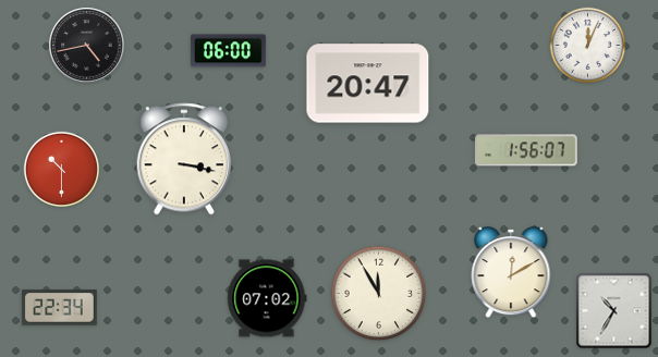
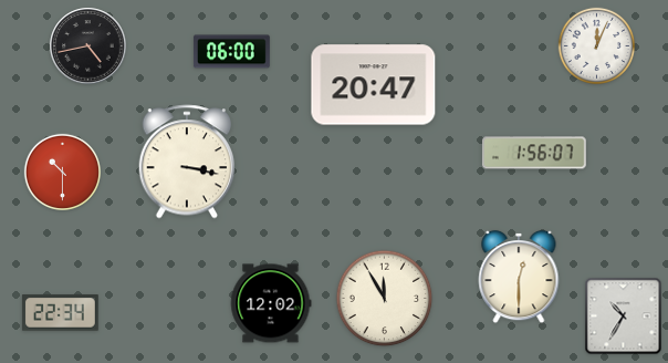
clock at (511, 272): 12:10 -> 12:30
clock at (267, 298): 07:02 -> 12:02
